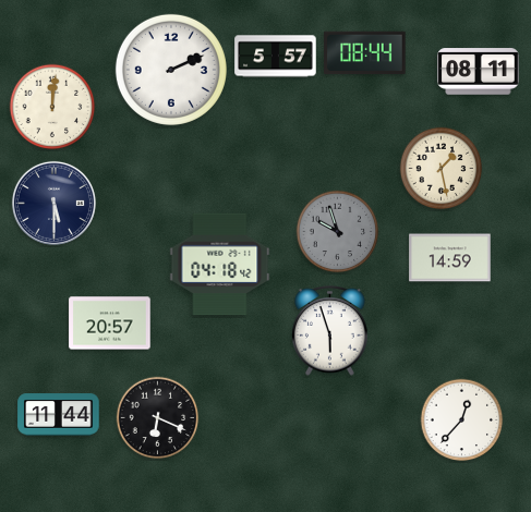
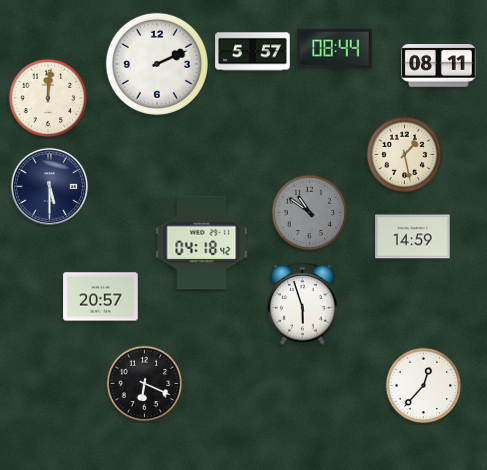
clock at (338, 232): 9:57 -> 10:51
clock at (59, 415): 11:44 -> none
